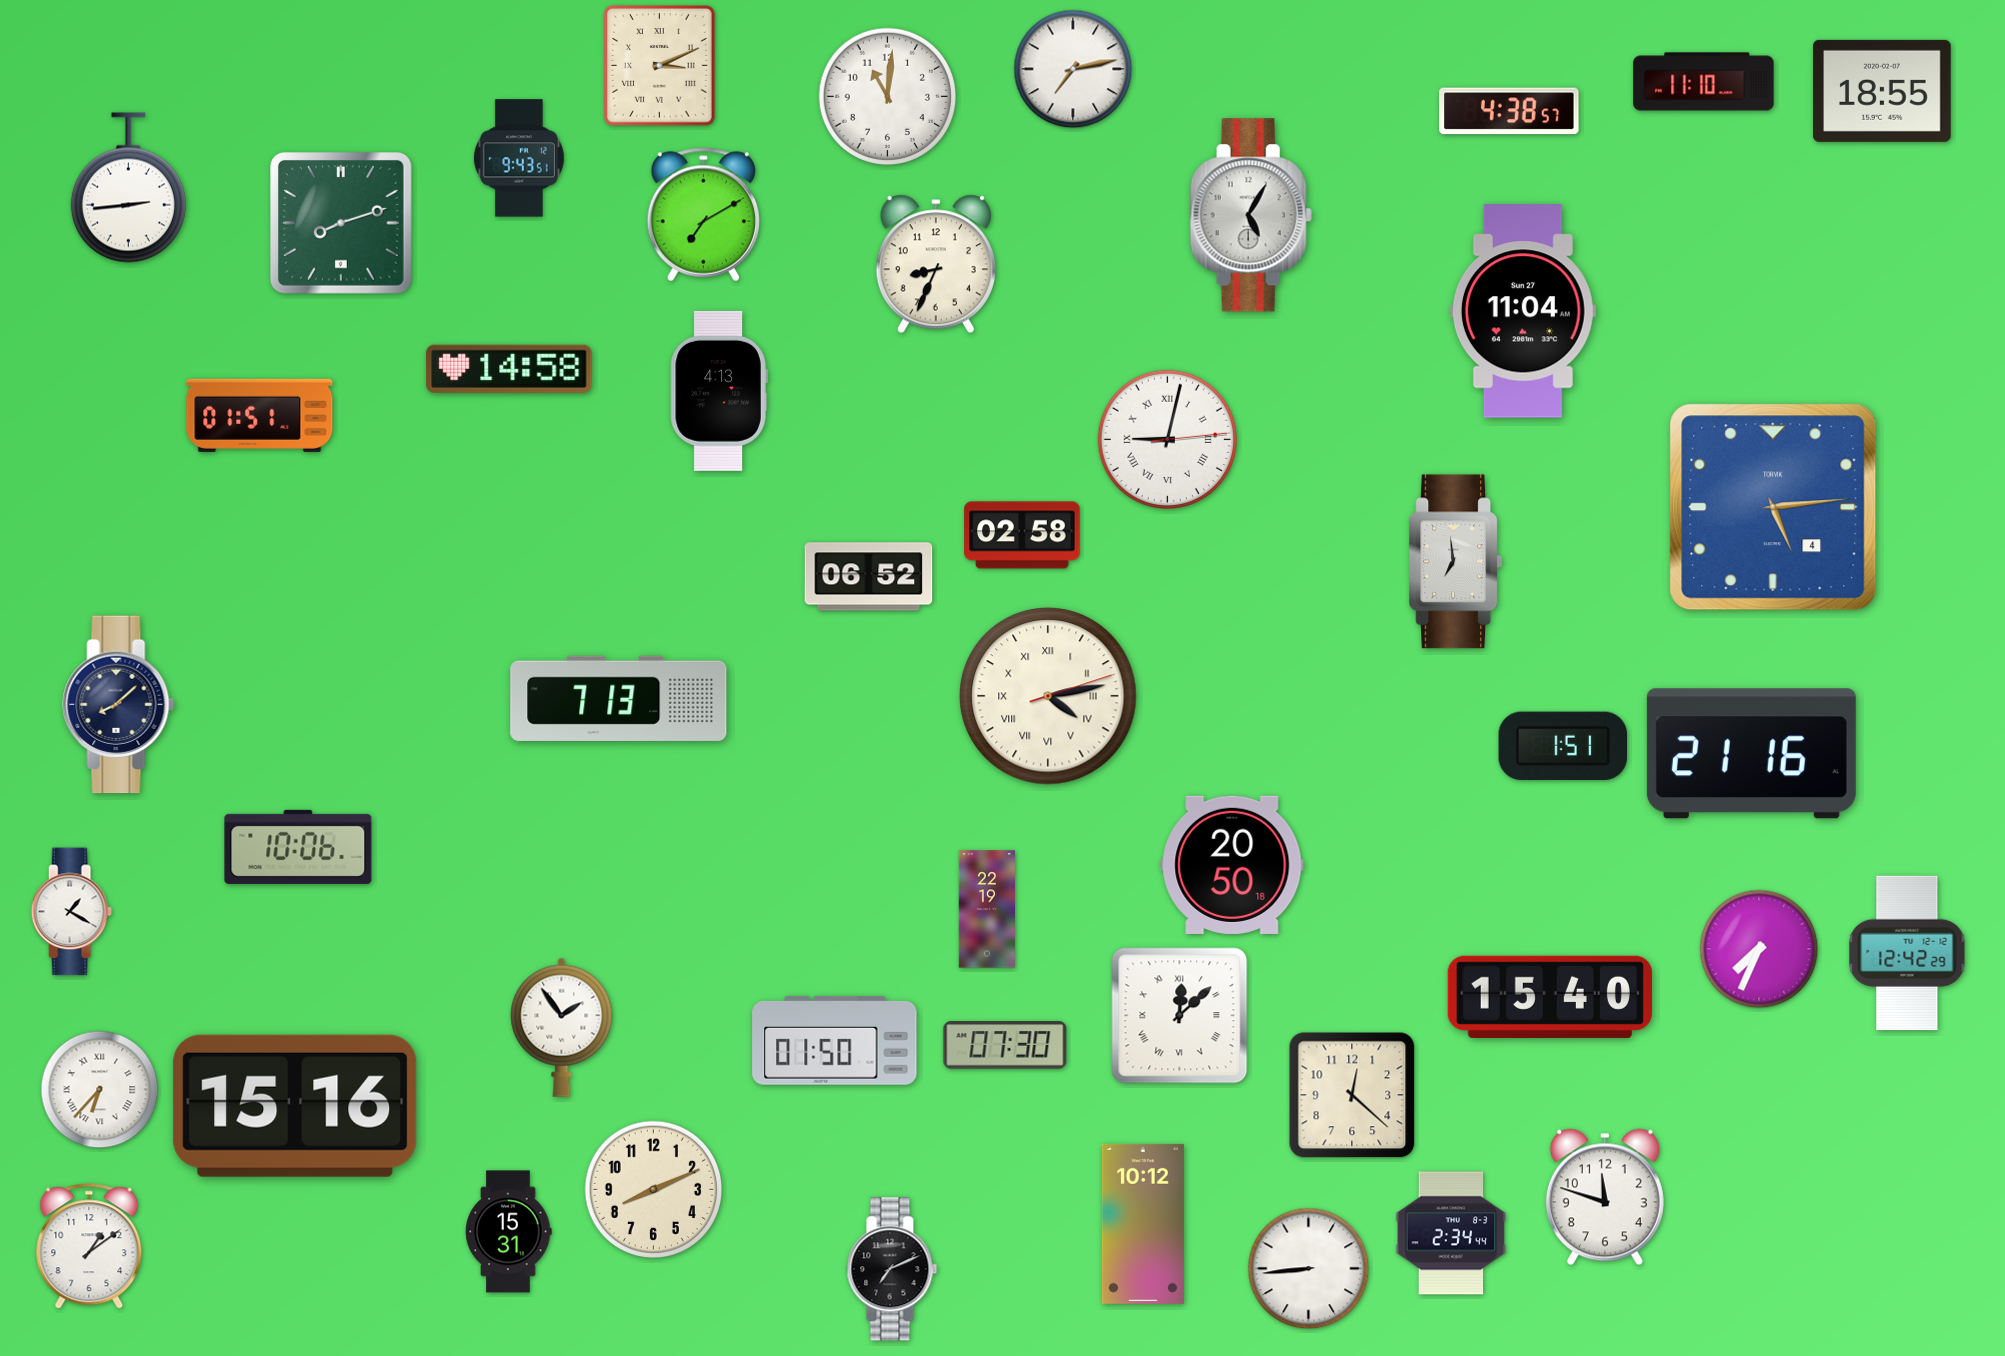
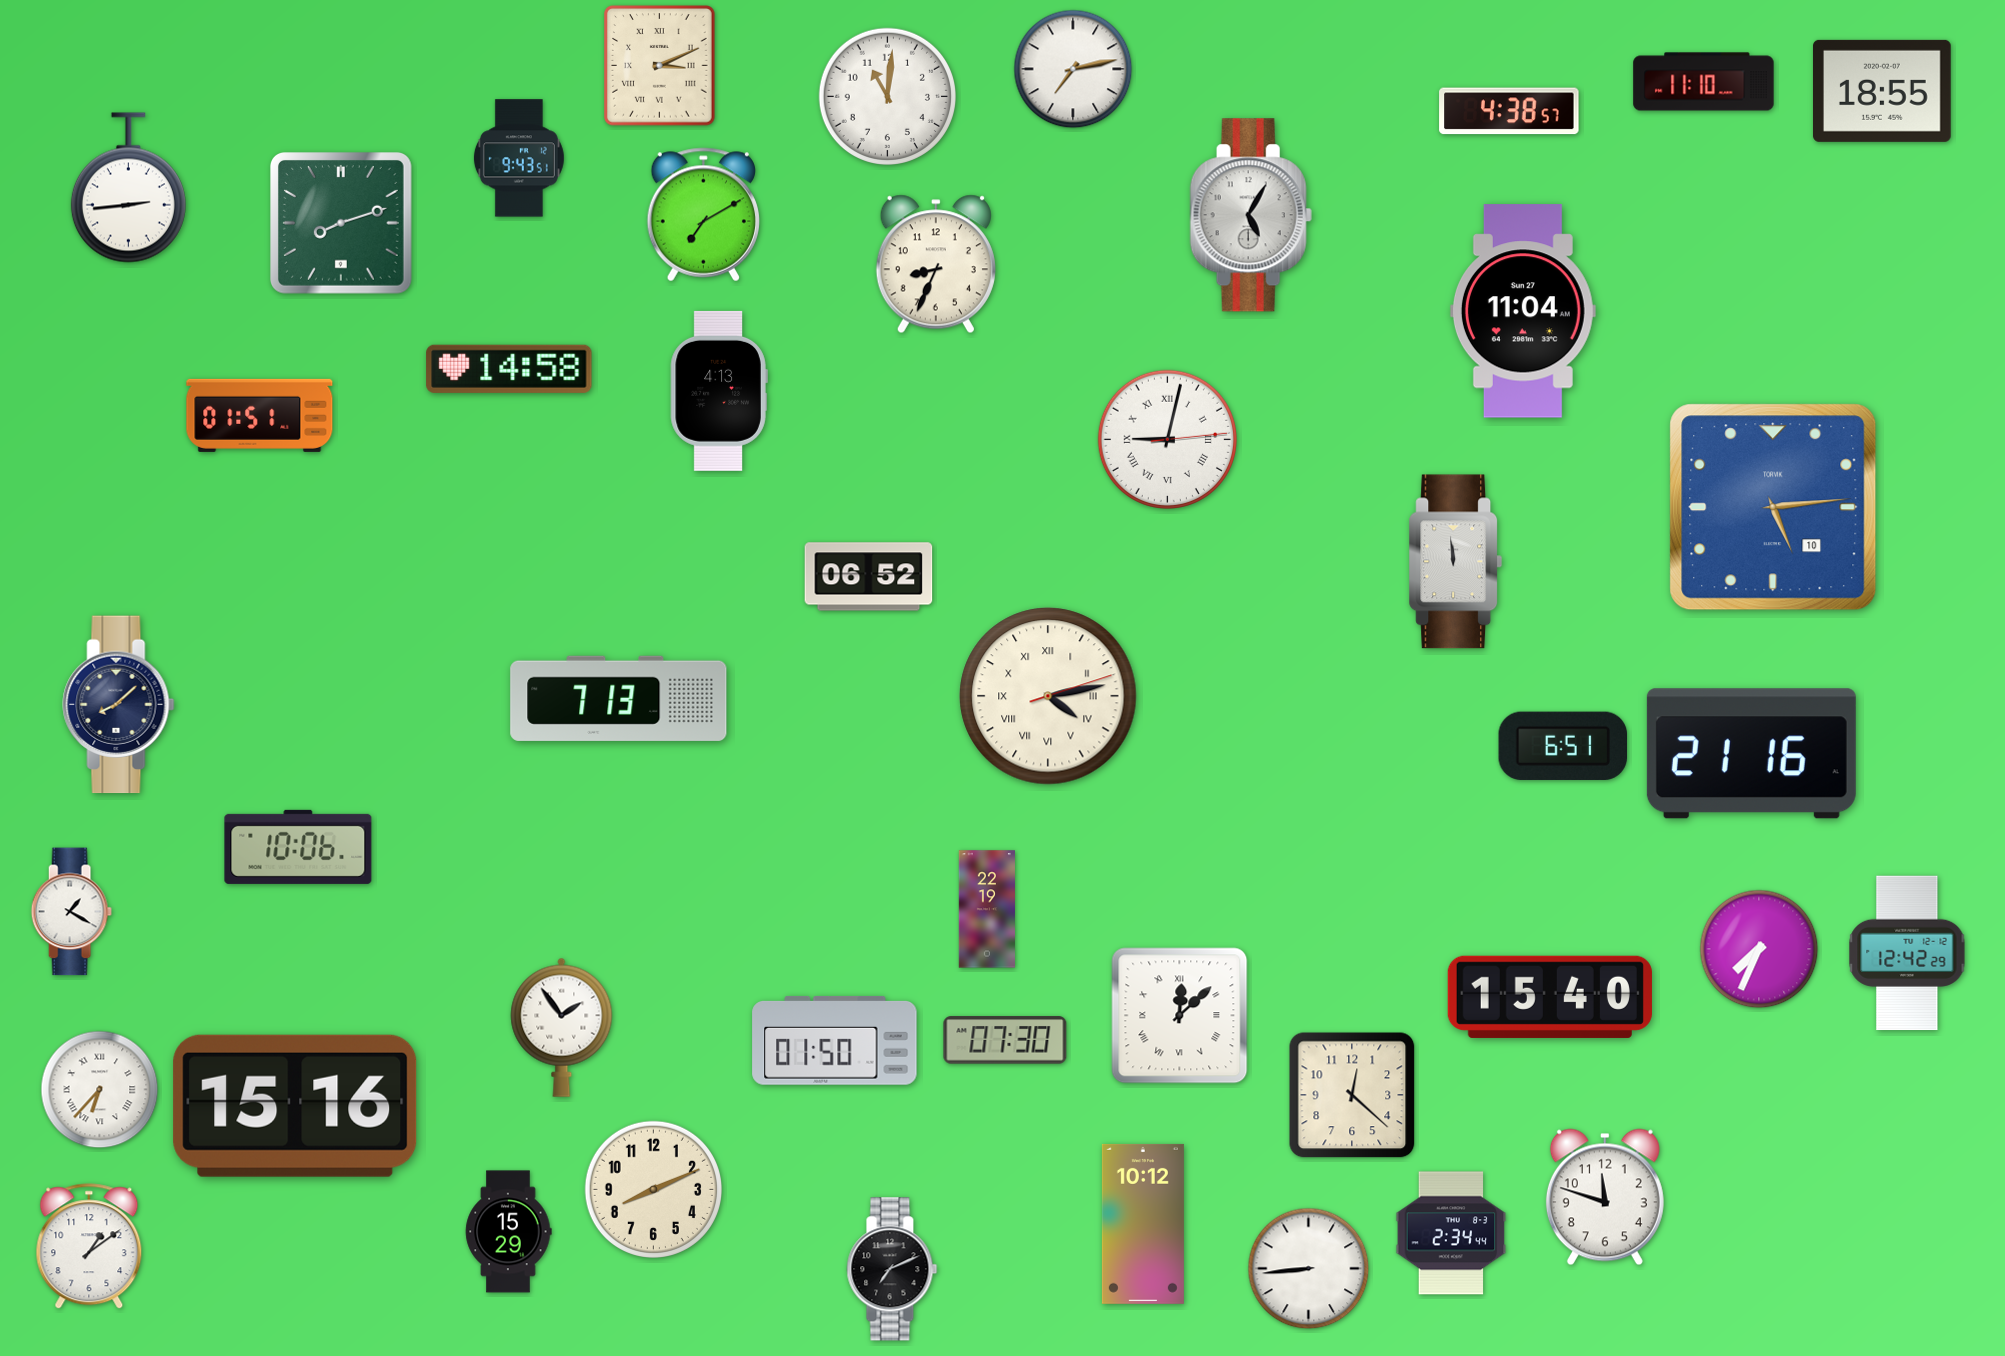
clock at (1773, 507) date: 4 -> 10
clock at (1022, 535): 02:58 -> none
clock at (1456, 562): 6:59 -> 11:59
clock at (1563, 746): 1:51 -> 6:51
clock at (1232, 865): 20:50 -> none
clock at (1005, 1045) position: (1005, 1045) -> (1005, 1040)
clock at (509, 1232): 15:31 -> 15:29
